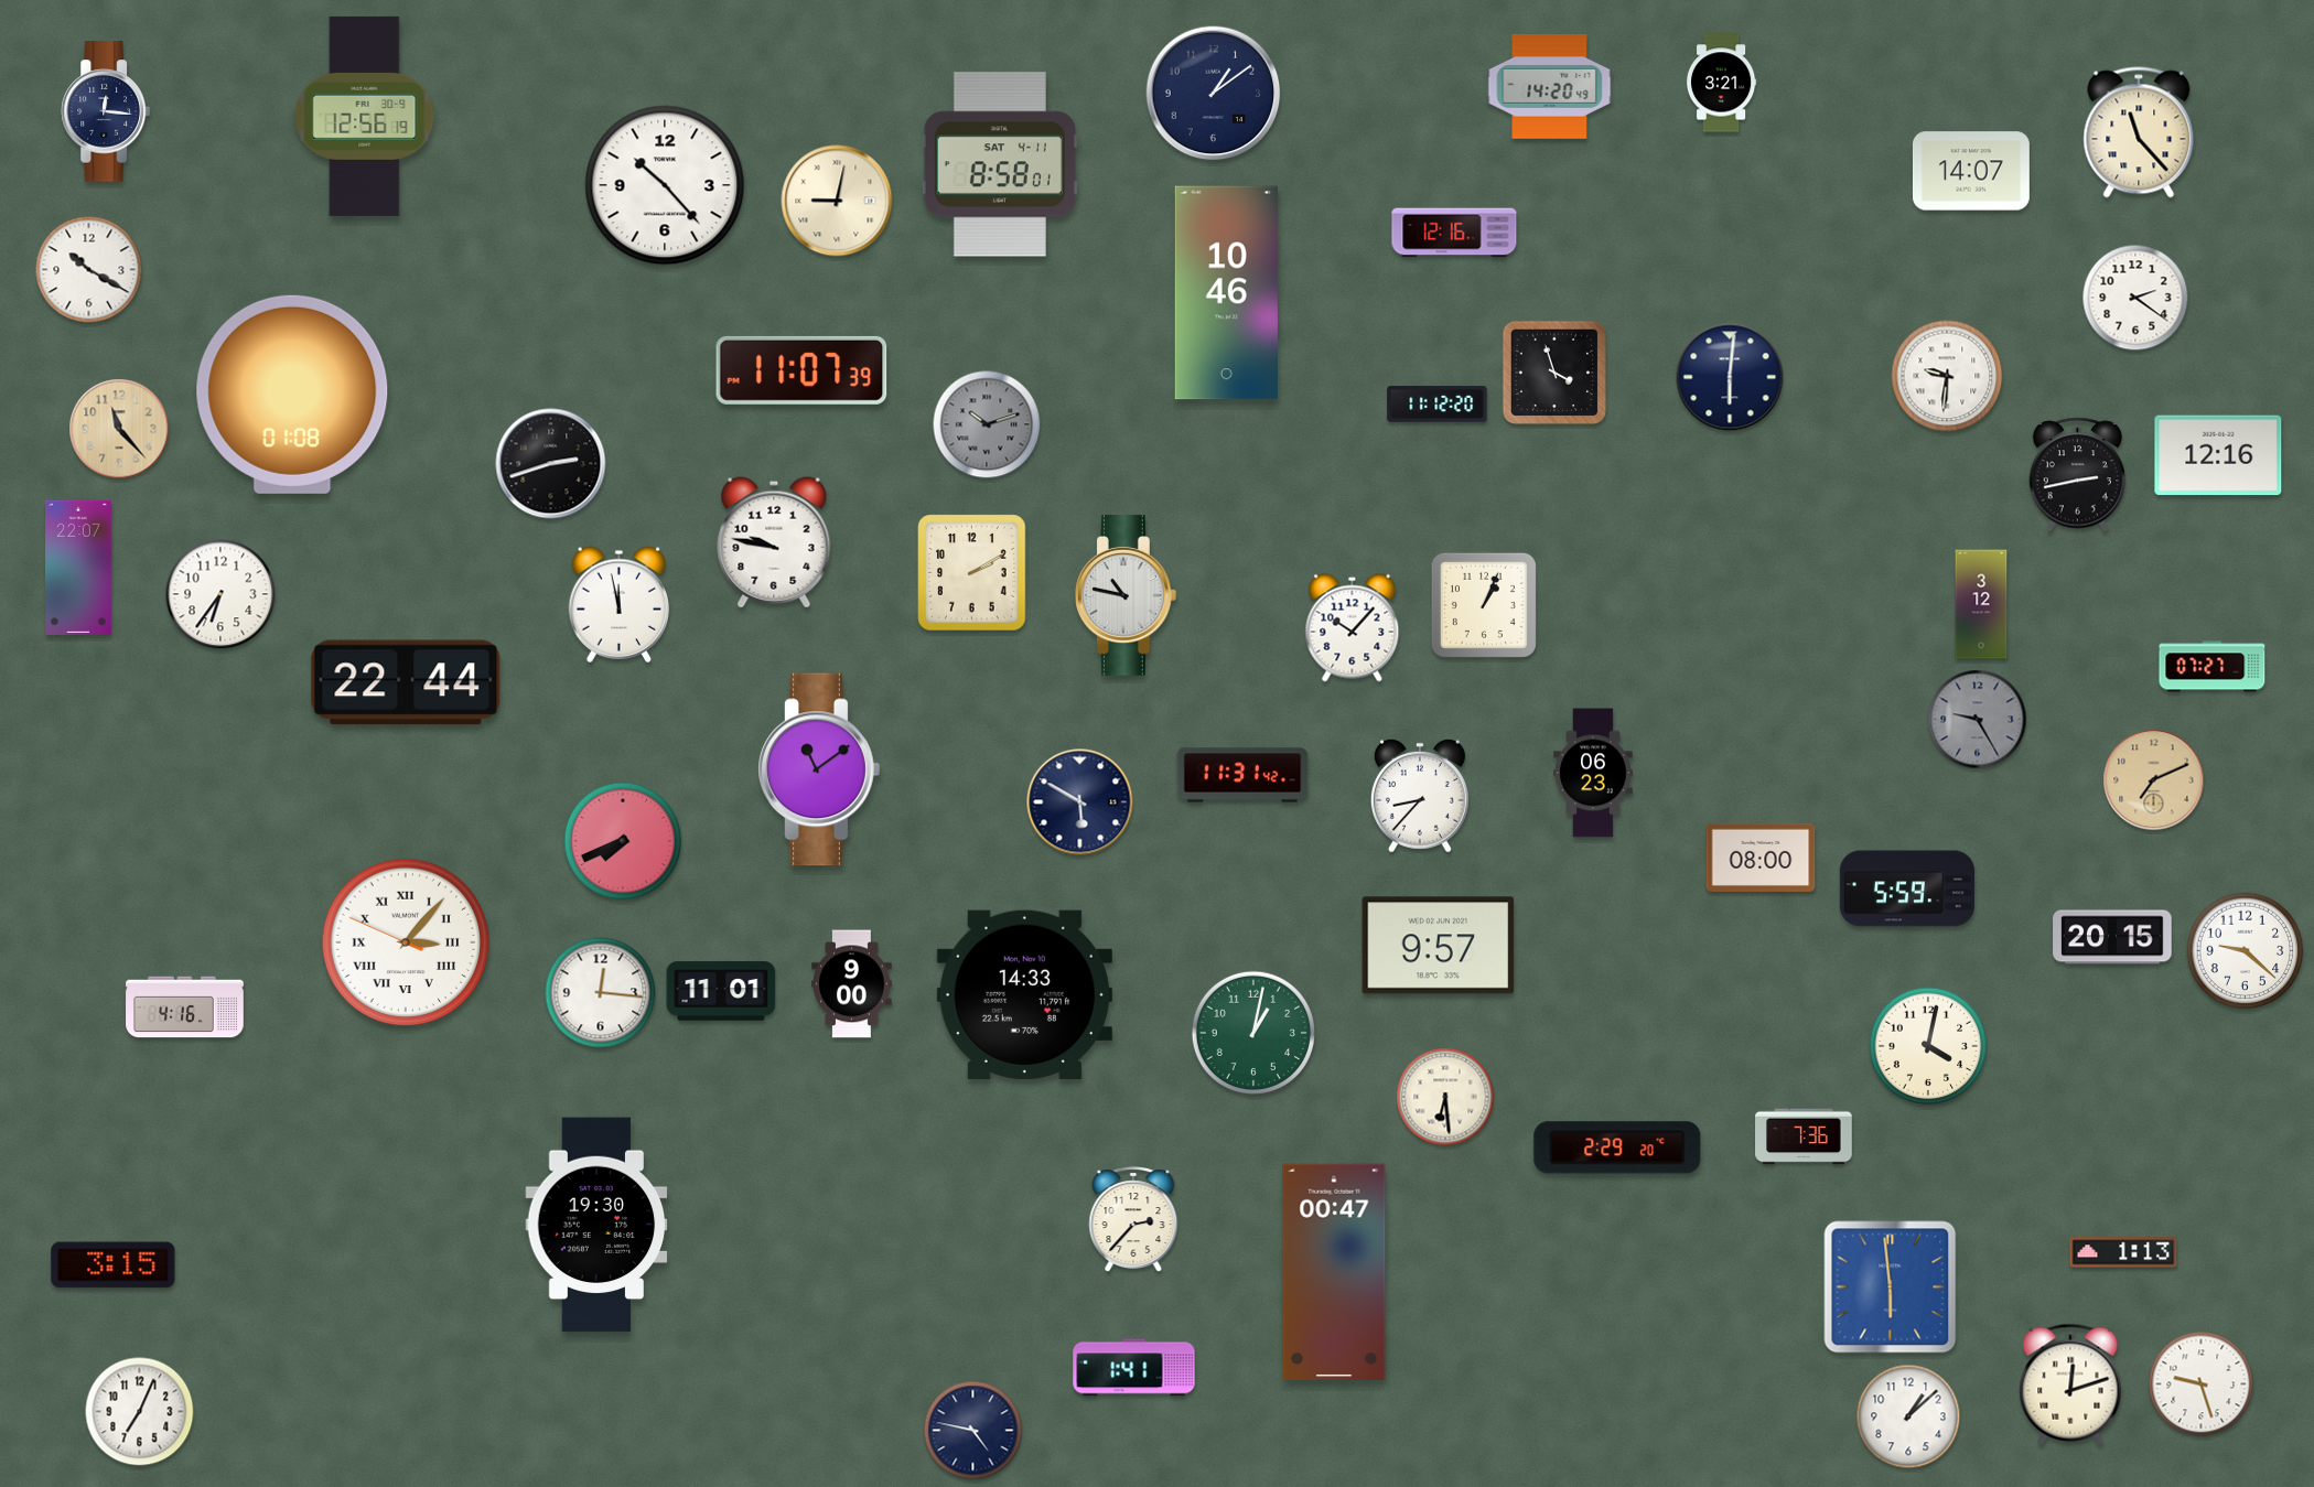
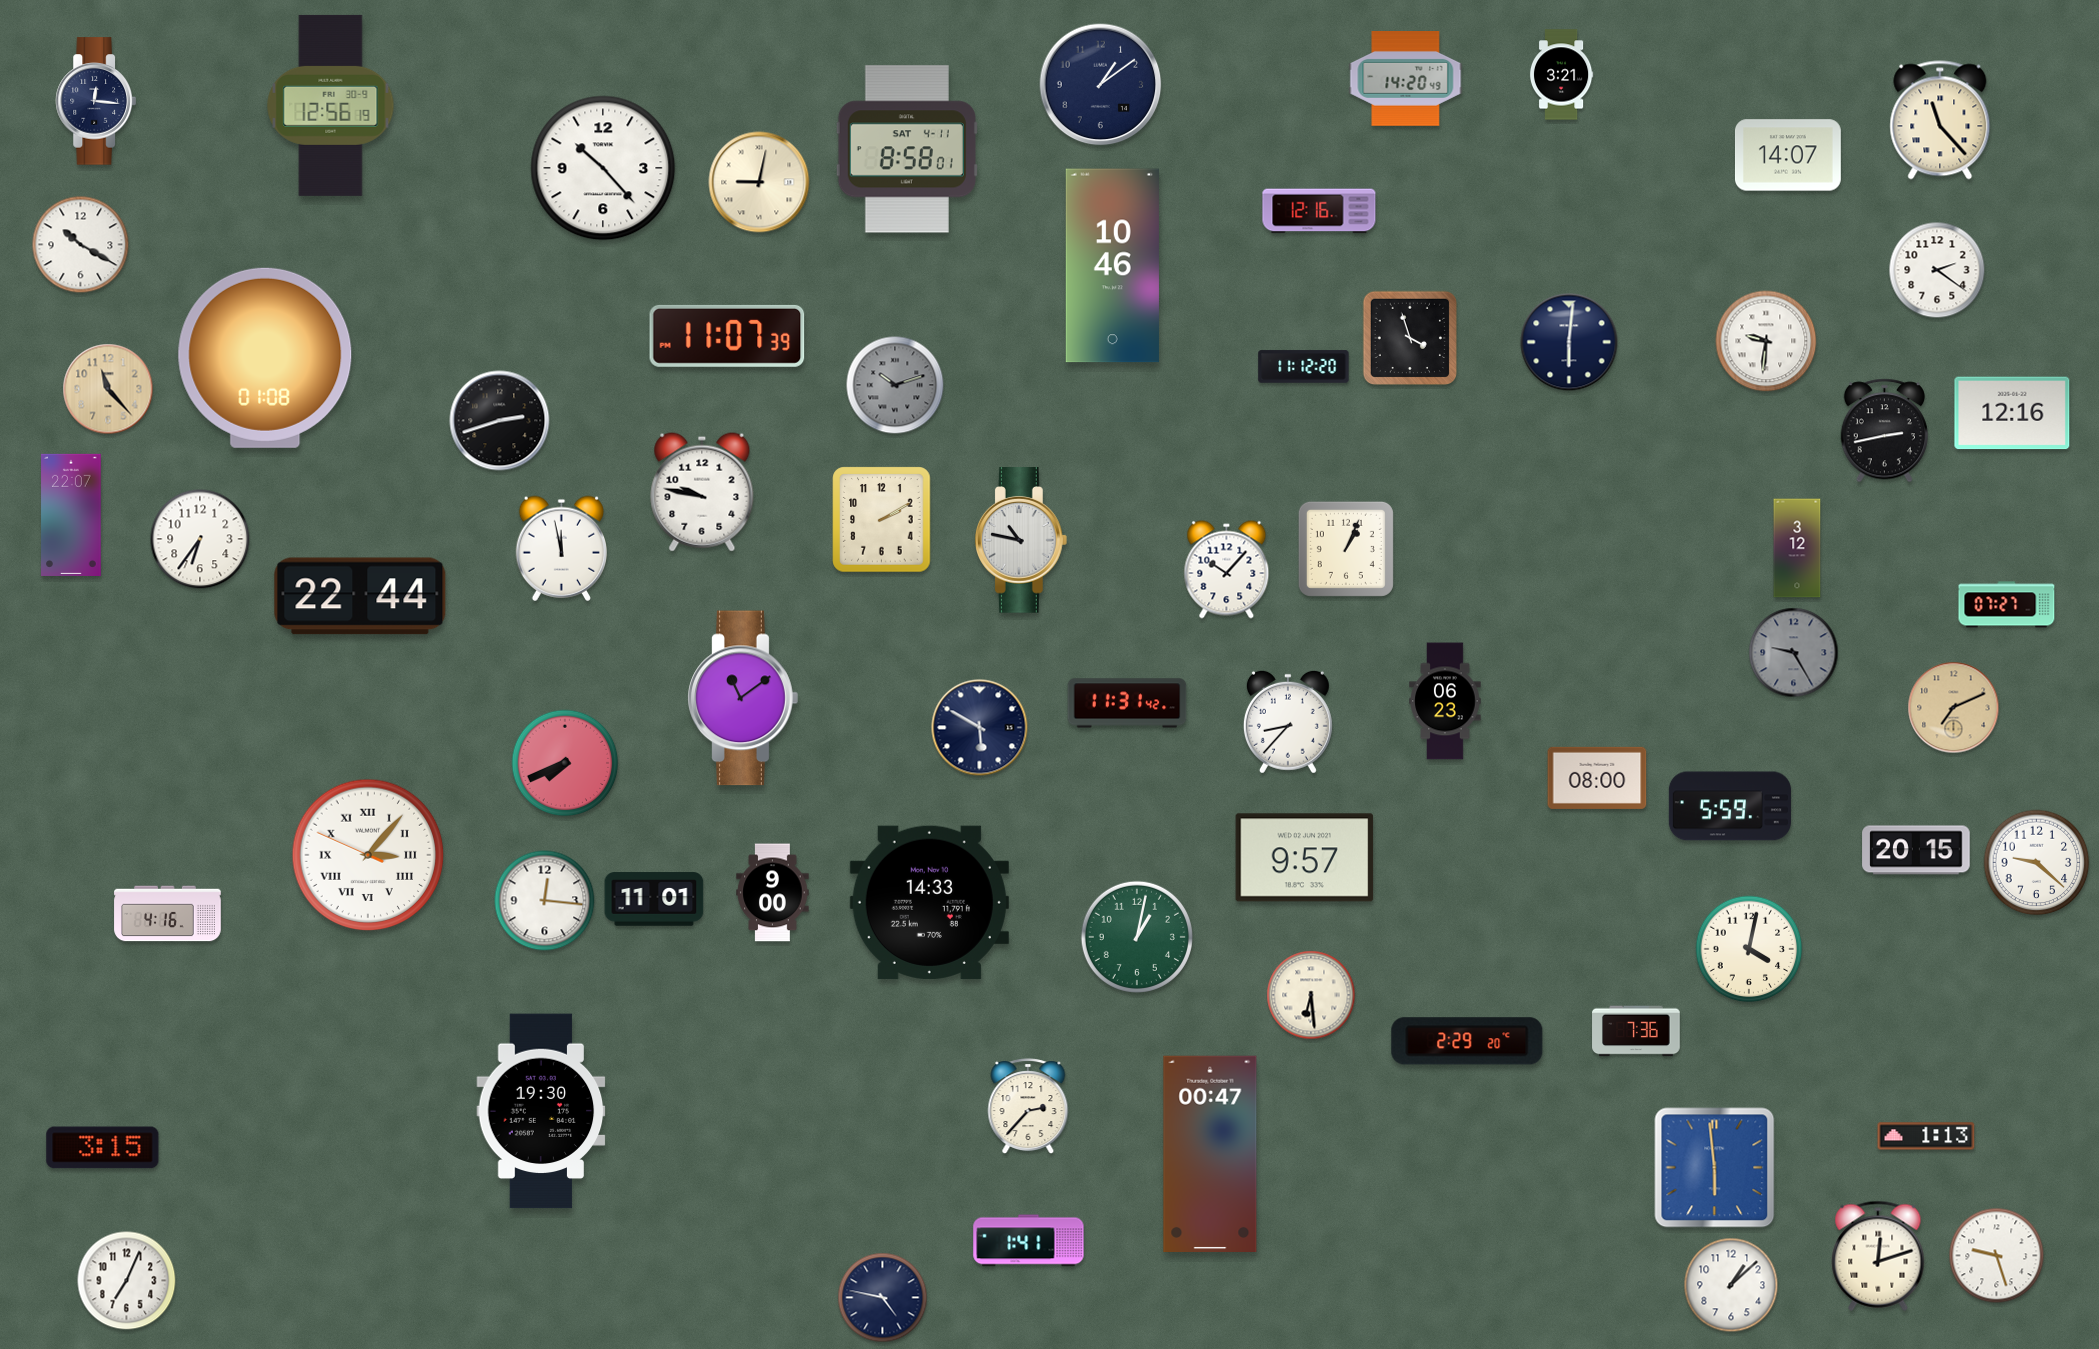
clock at (406, 682) position: (406, 682) -> (360, 596)
